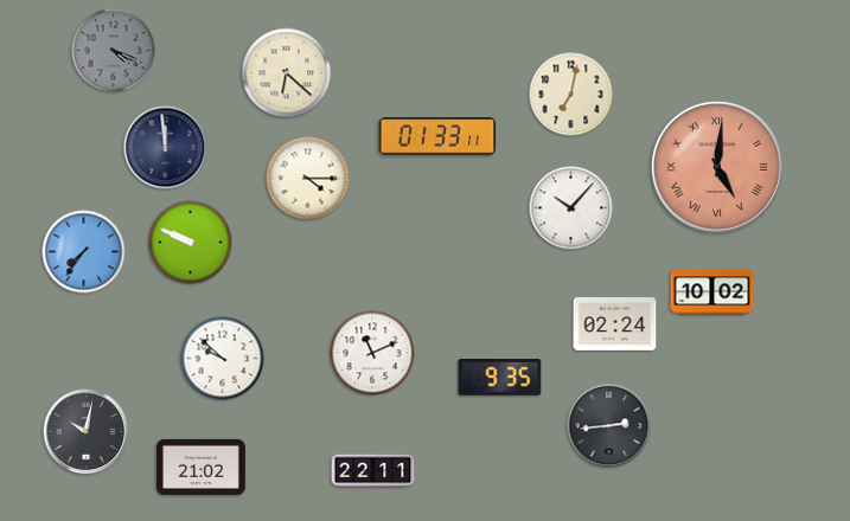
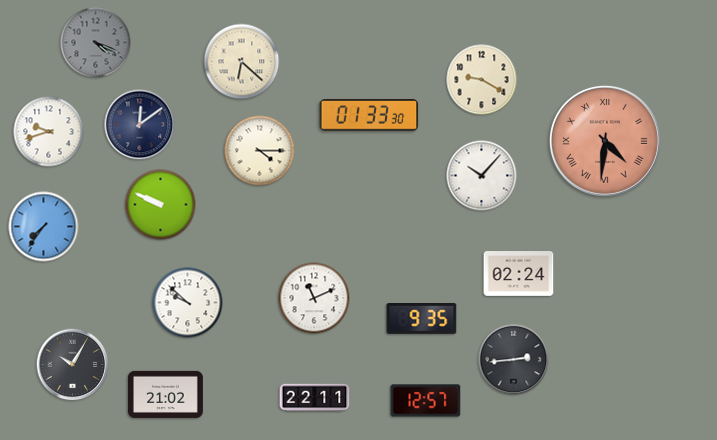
clock at (571, 95): 7:02 -> 9:20
clock at (437, 136): 01:33:11 -> 01:33:30
clock at (166, 148): 11:59 -> 12:09
clock at (49, 132): none -> 9:42
clock at (717, 167): 5:01 -> 4:31
clock at (84, 252) position: (84, 252) -> (44, 227)
clock at (712, 292): 10:02 -> none
clock at (87, 432): 10:02 -> 10:05
clock at (200, 467) position: (200, 467) -> (165, 394)
clock at (426, 401): none -> 12:57
